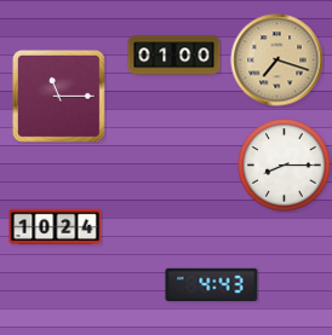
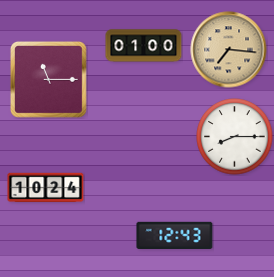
clock at (277, 60): 7:18 -> 7:16
clock at (212, 284): 4:43 -> 12:43
